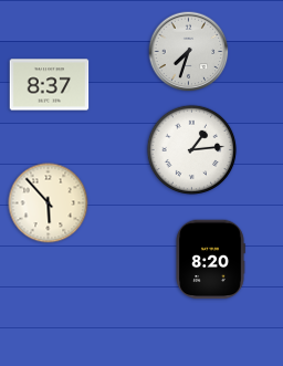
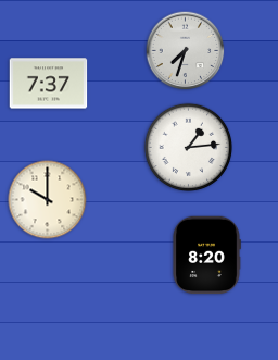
clock at (50, 85): 8:37 -> 7:37
clock at (49, 203): 5:53 -> 10:00
